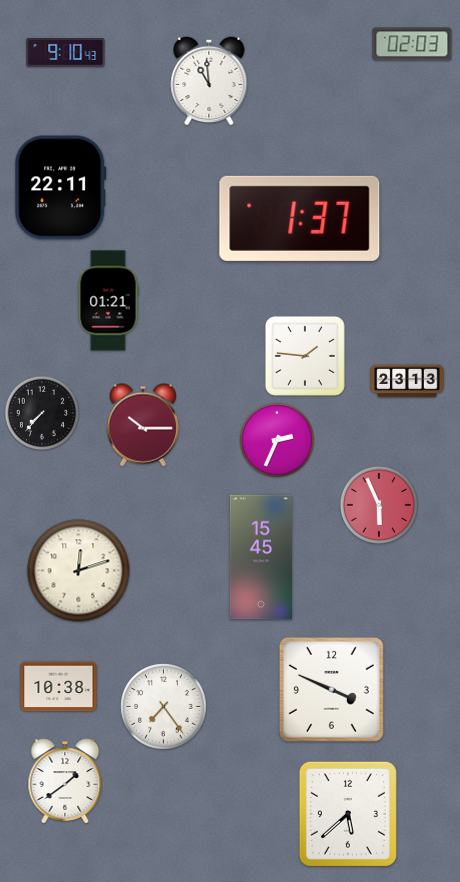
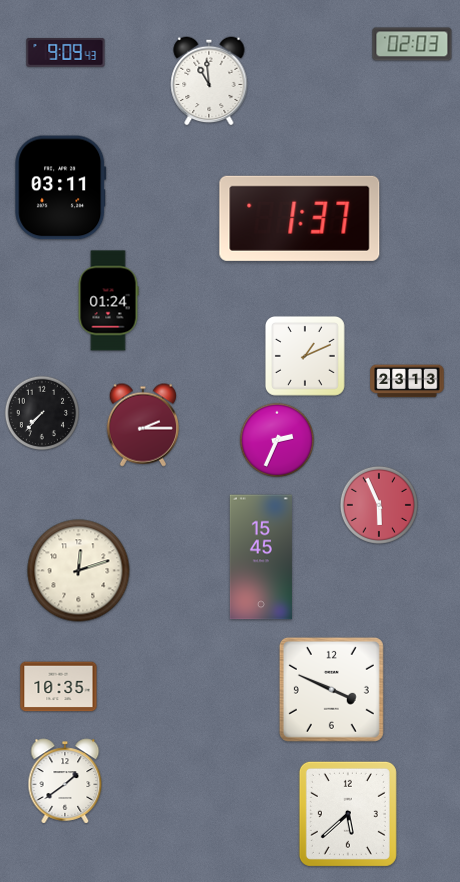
clock at (66, 53): 9:10 -> 9:09
clock at (61, 188): 22:11 -> 03:11
clock at (108, 301): 01:21 -> 01:24
clock at (305, 356): 1:46 -> 1:11
clock at (142, 425): 10:15 -> 2:15
clock at (59, 687): 10:38 -> 10:35
clock at (164, 707): 7:24 -> none
